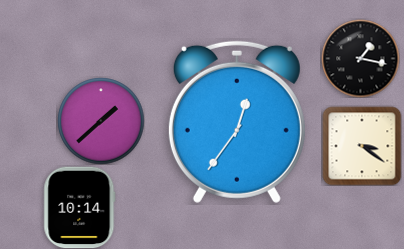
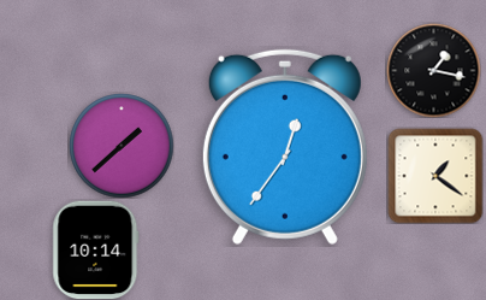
clock at (362, 146): 3:21 -> 1:21
